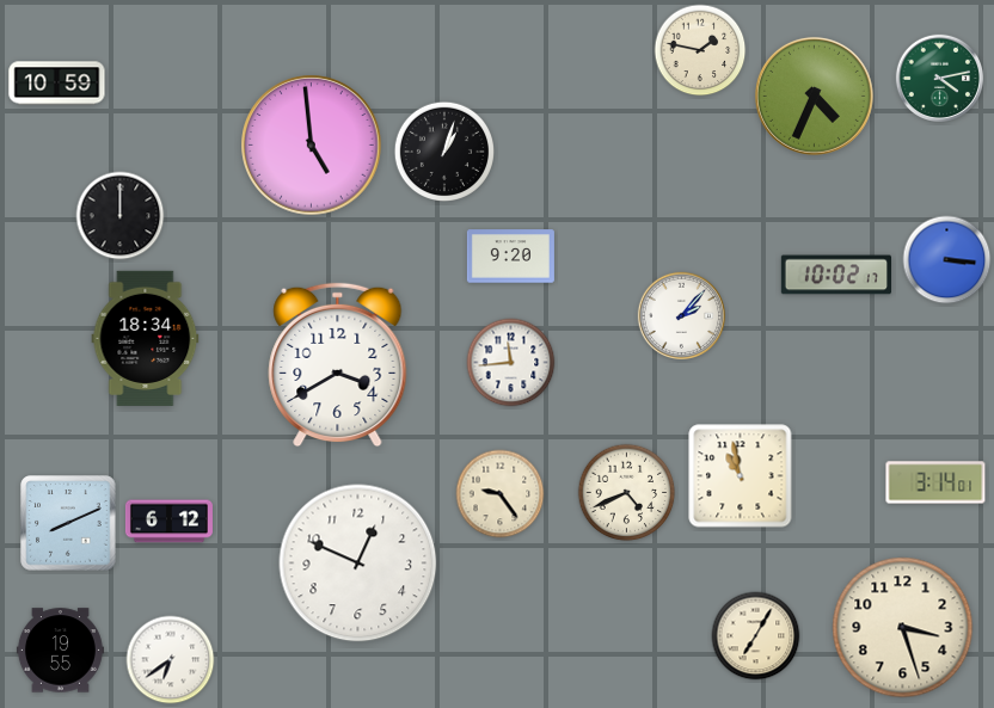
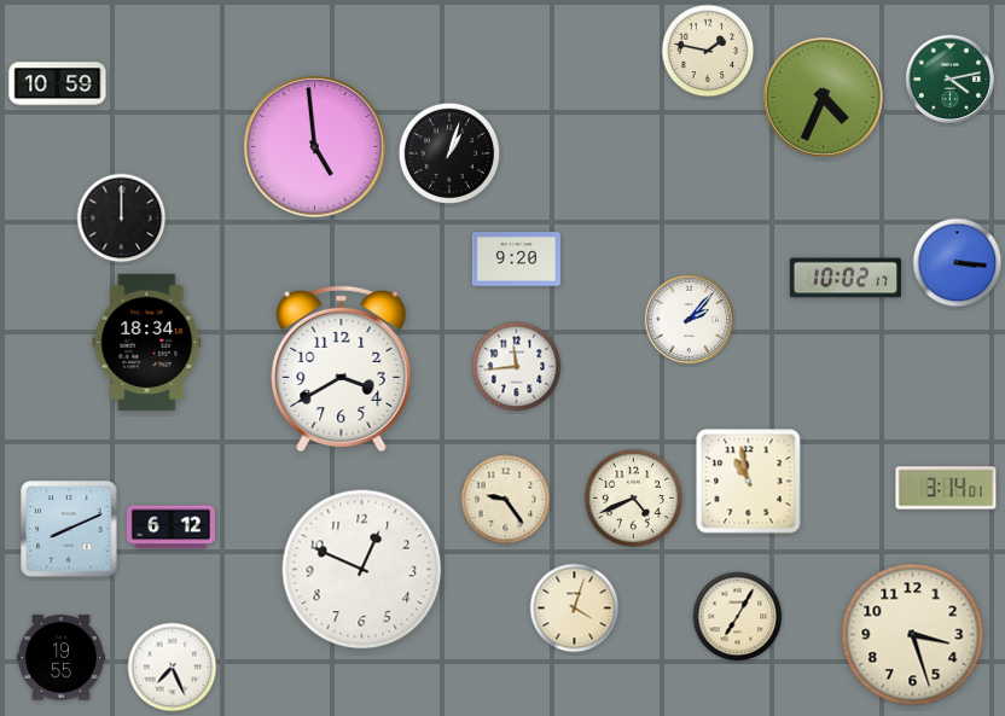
clock at (575, 609): none -> 4:03
clock at (756, 636) position: (756, 636) -> (738, 617)
clock at (171, 660): 6:39 -> 7:26
